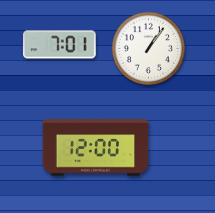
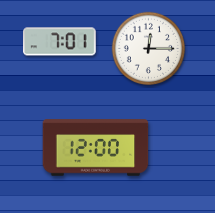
clock at (60, 45) position: (60, 45) -> (60, 42)
clock at (149, 49): 1:06 -> 12:15
